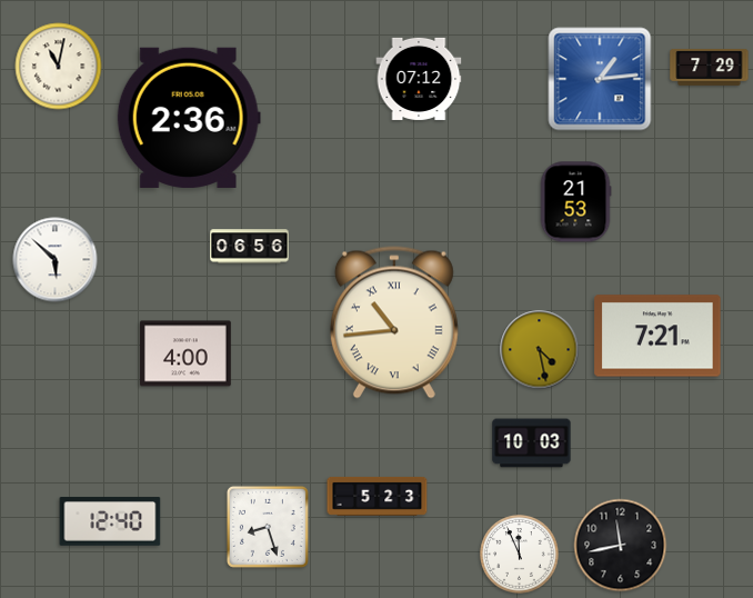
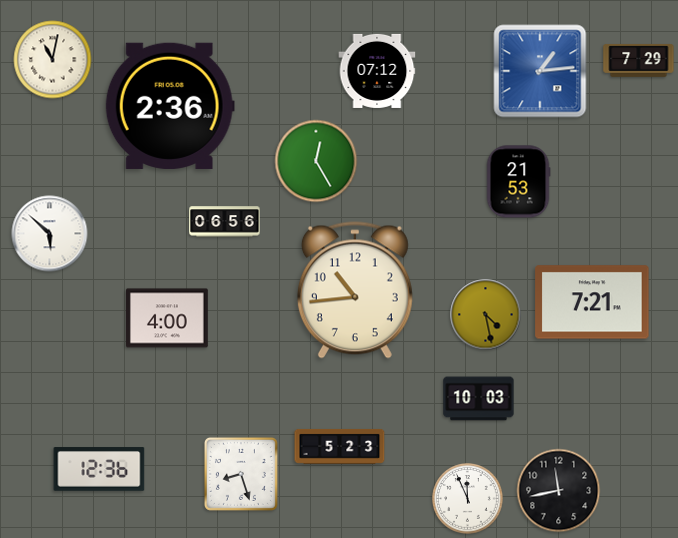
clock at (316, 161): none -> 12:25
clock at (394, 322) numerals: Roman -> Arabic
clock at (110, 521): 12:40 -> 12:36
